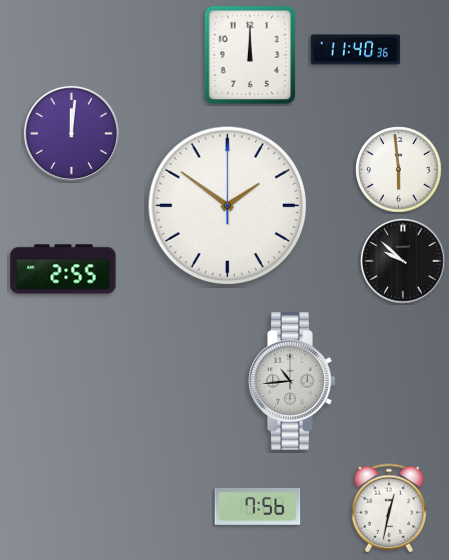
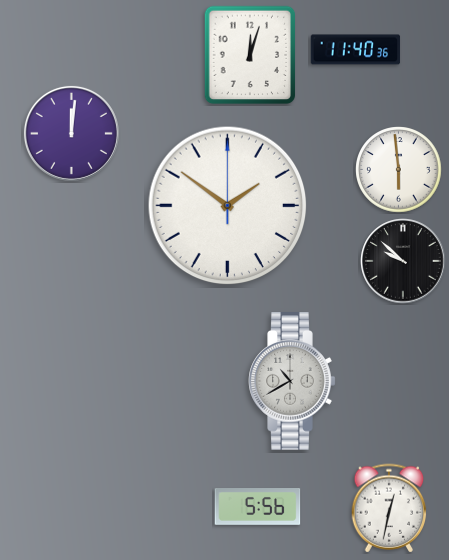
clock at (250, 55): 12:00 -> 12:03
clock at (63, 269): 2:55 -> none
clock at (292, 381): 10:44 -> 10:40
clock at (258, 507): 7:56 -> 5:56
